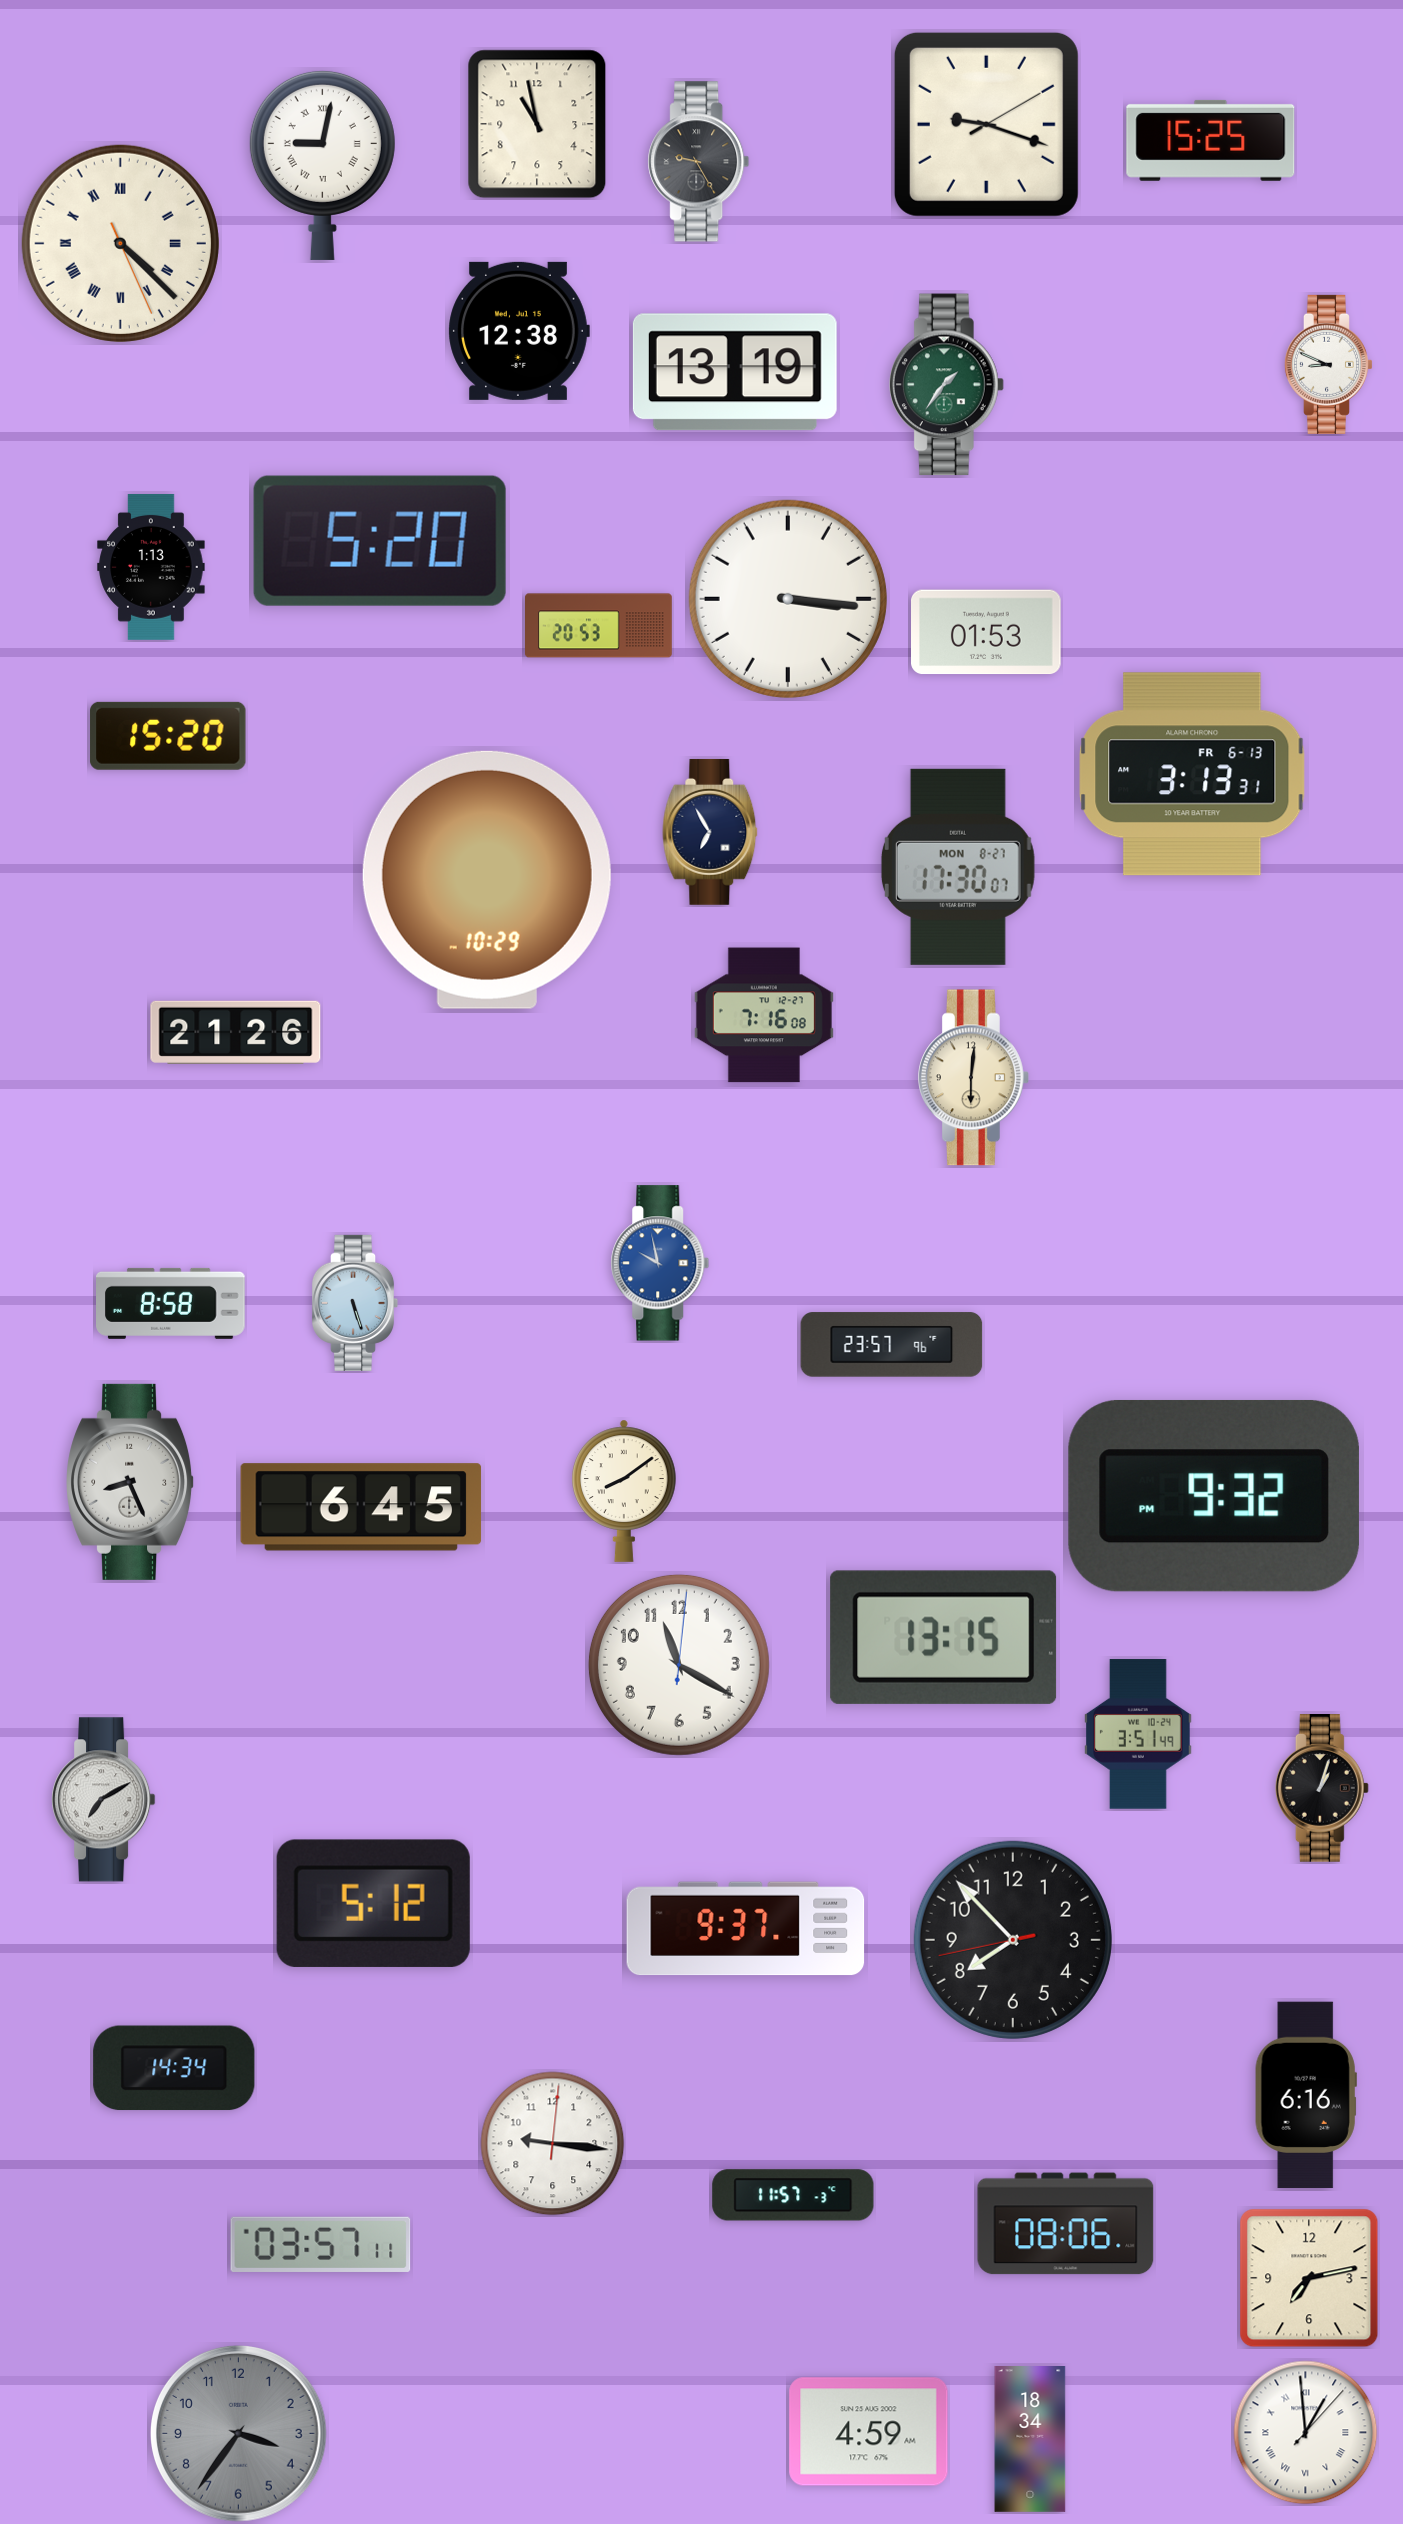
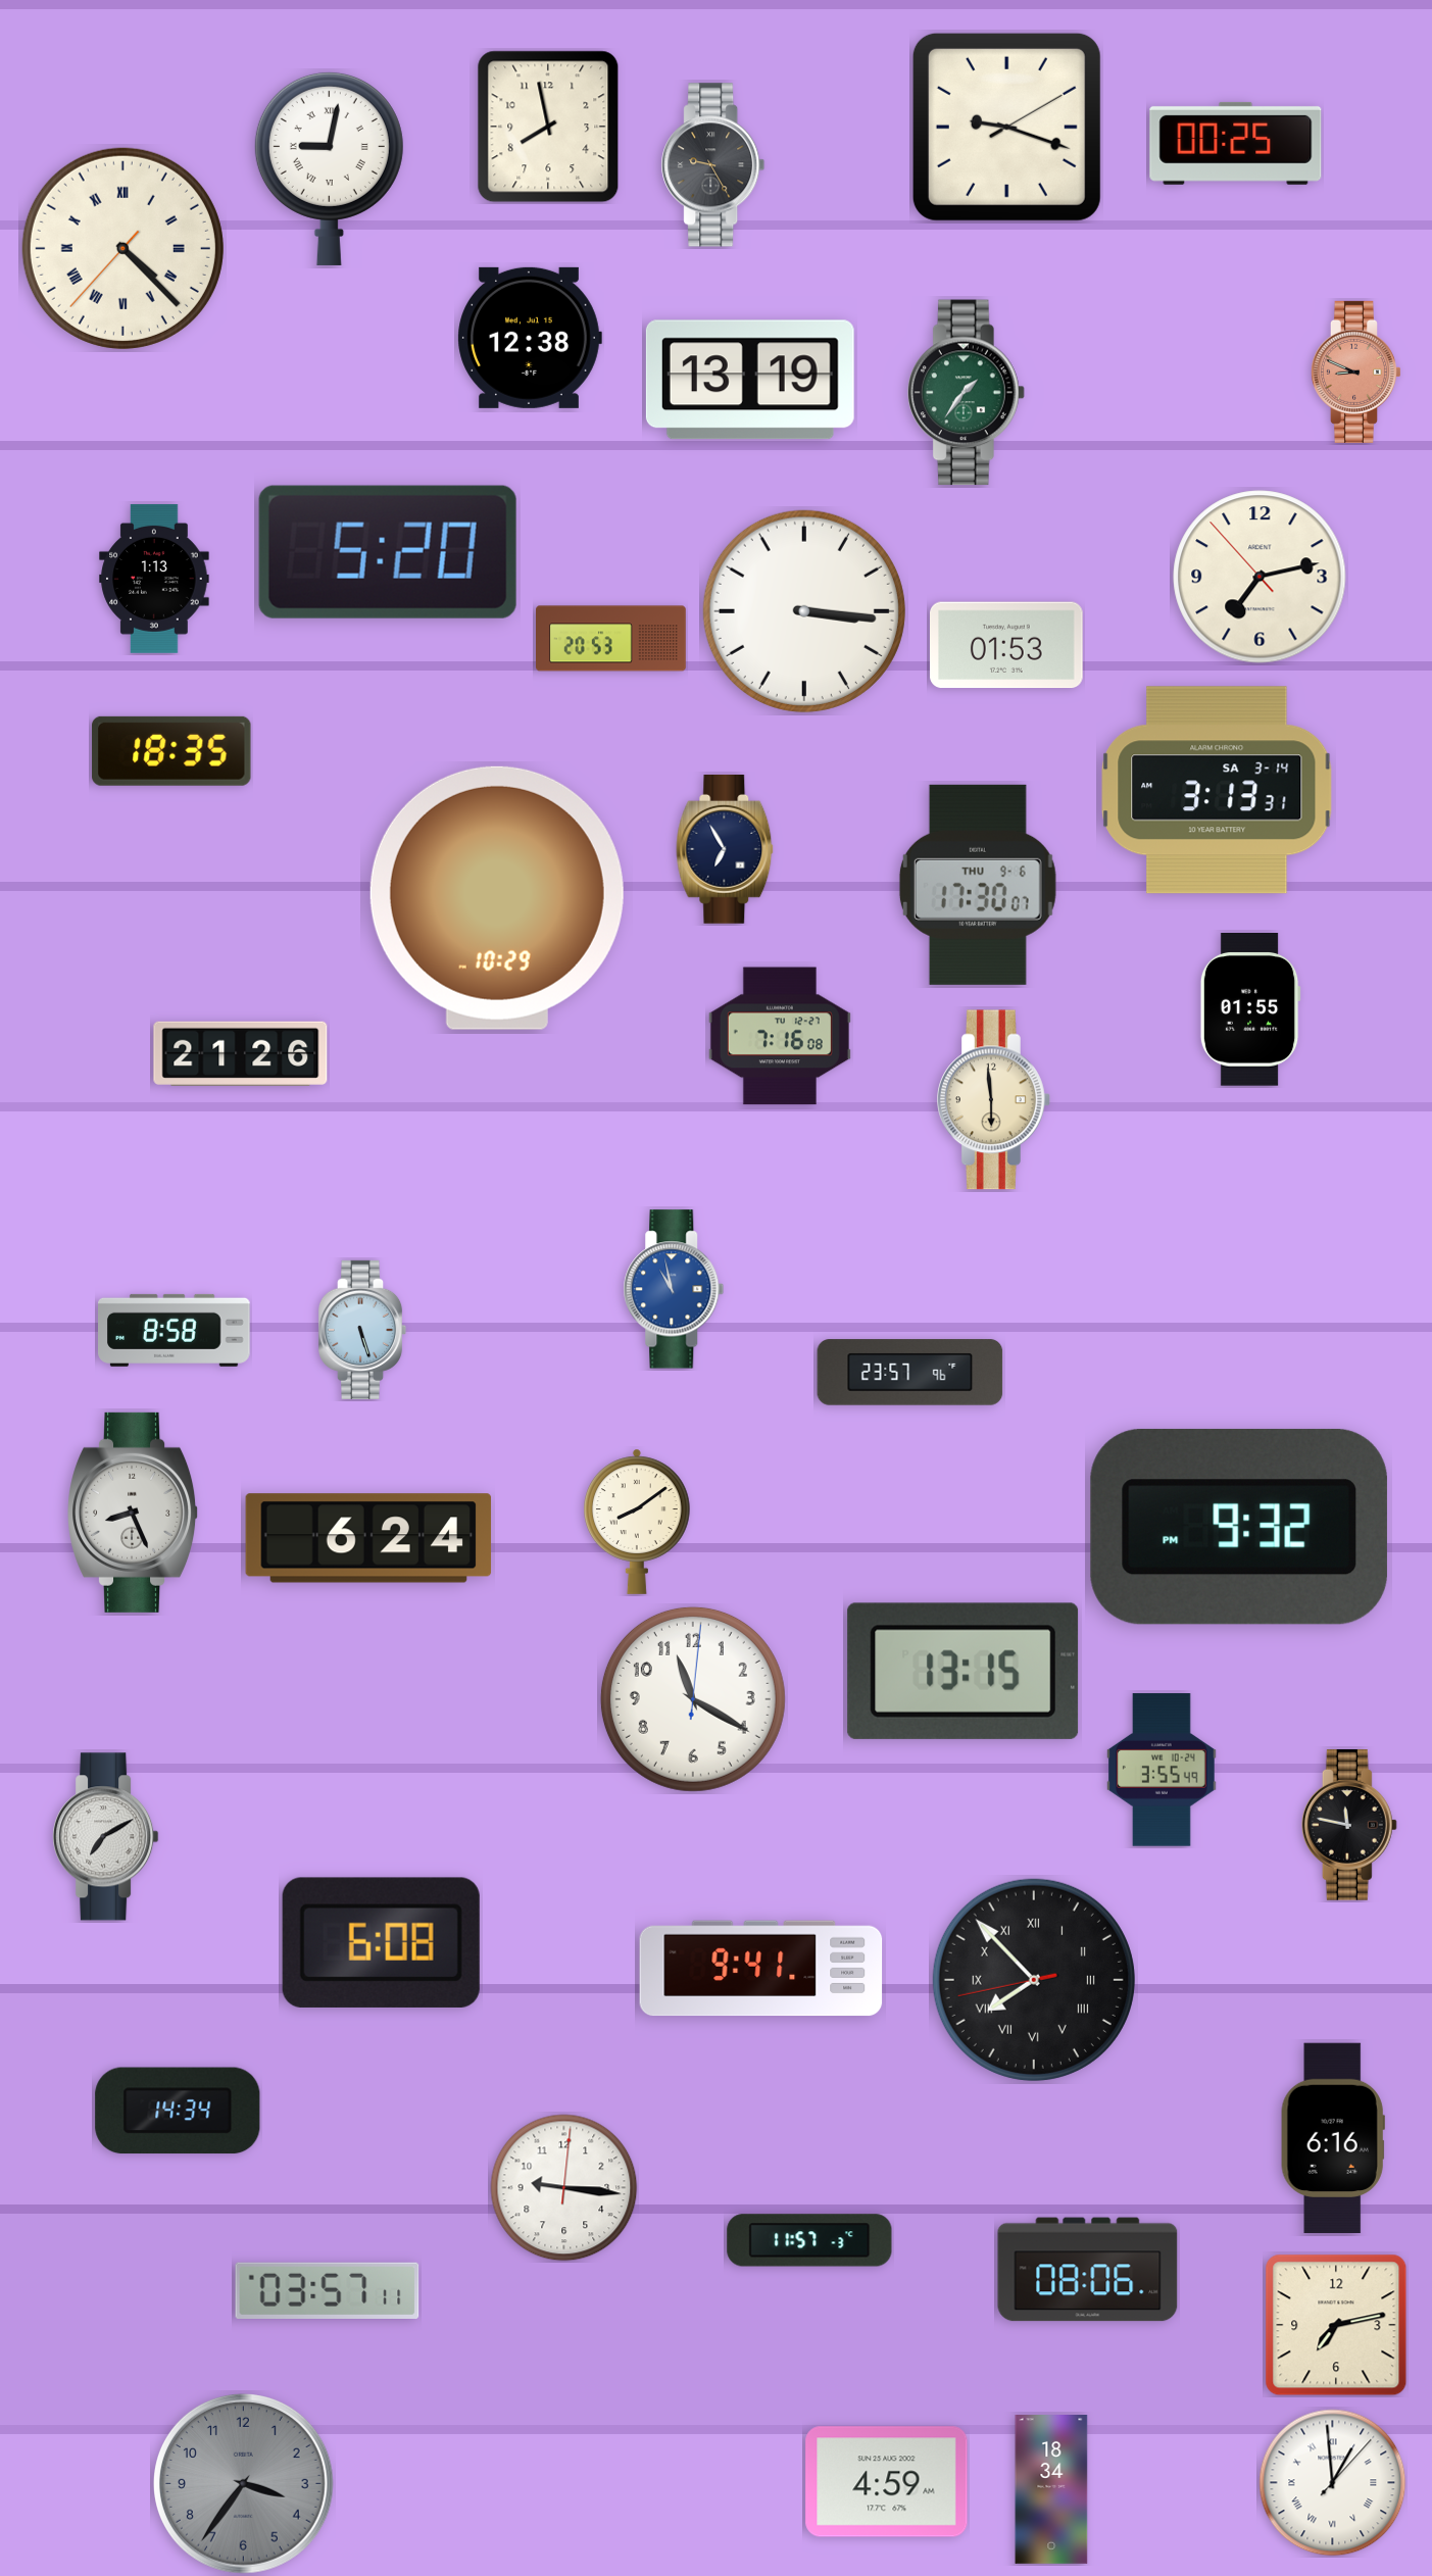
clock at (537, 124): 10:58 -> 7:58
clock at (1211, 140): 15:25 -> 00:25
clock at (120, 243): 4:22:26 -> 4:22:37
clock at (1328, 364) dial: white -> salmon
clock at (1260, 577): none -> 7:12
clock at (168, 736): 15:20 -> 18:35
clock at (1192, 774) date: FR 6-13 -> SA 3-14
clock at (958, 867) date: MON 8-27 -> THU 9-6
clock at (1250, 1010): none -> 01:55
clock at (974, 1078): 6:01 -> 5:59
clock at (660, 1263): 9:58 -> 10:58
clock at (361, 1507): 6:45 -> 6:24
clock at (1139, 1734): 3:51 -> 3:55
clock at (1322, 1789): 1:03 -> 11:47
clock at (373, 1903): 5:12 -> 6:08
clock at (746, 1929): 9:37 -> 9:41
clock at (1013, 1940) numerals: Arabic -> Roman
